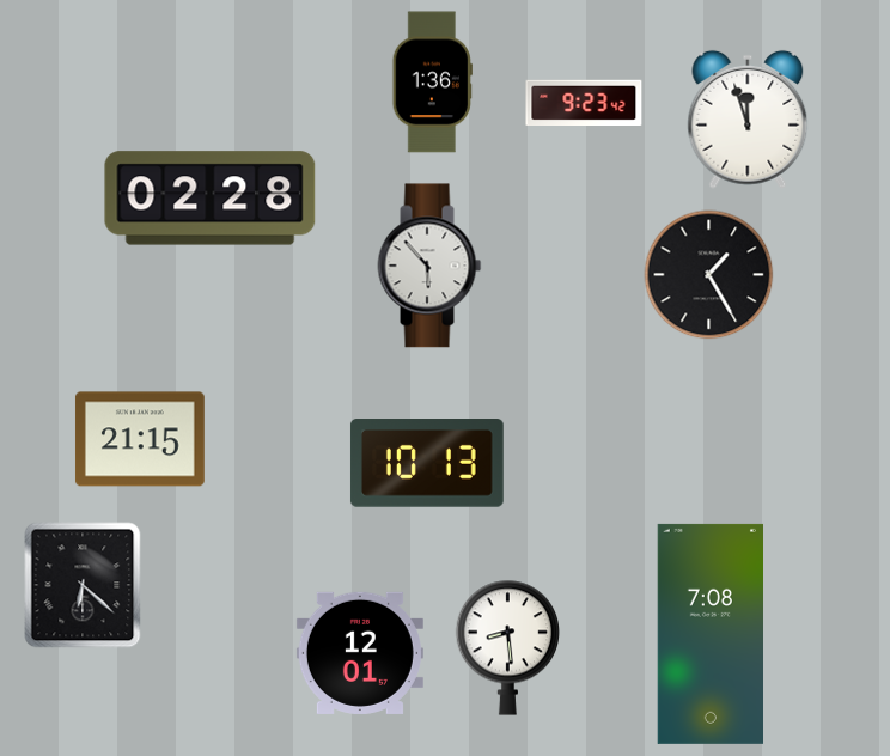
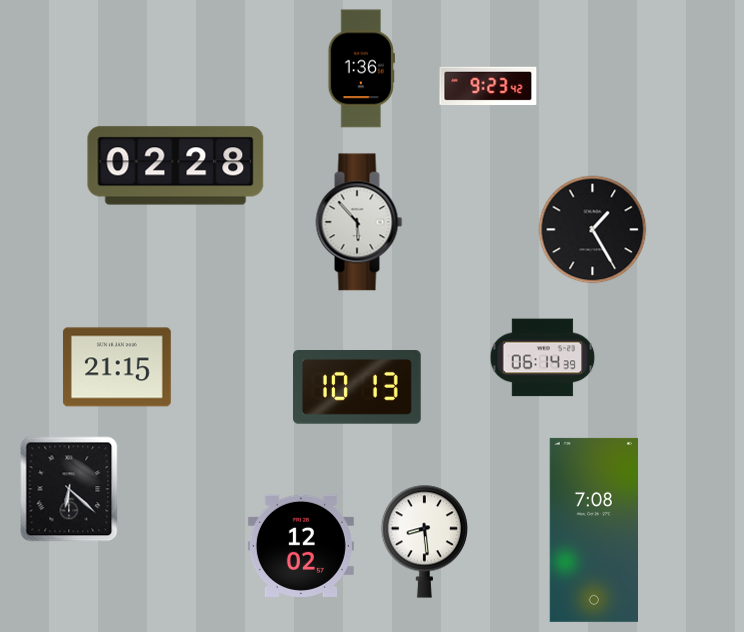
clock at (748, 120): 11:57 -> none
clock at (543, 358): none -> 06:14
clock at (360, 653): 12:01 -> 12:02
